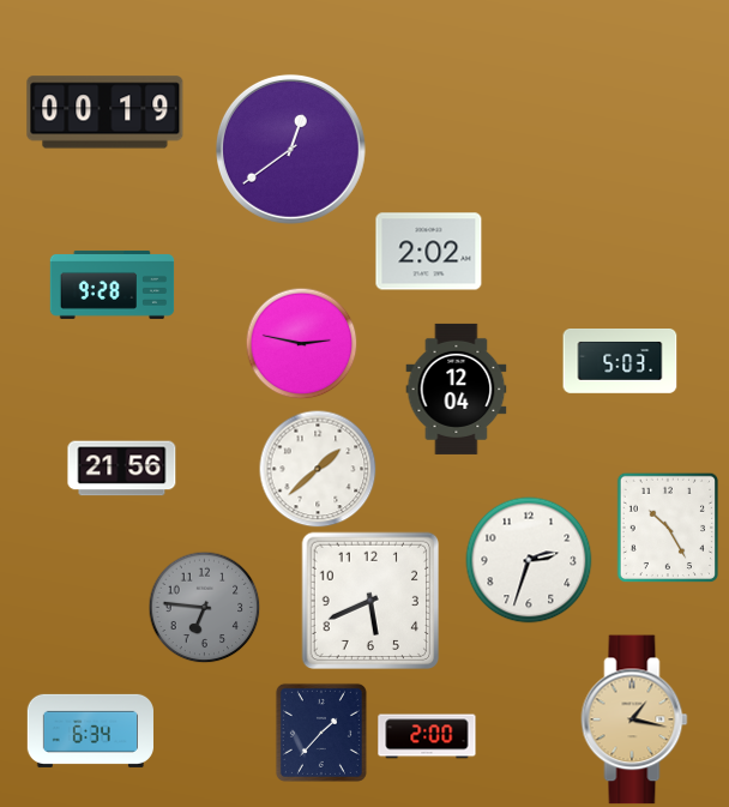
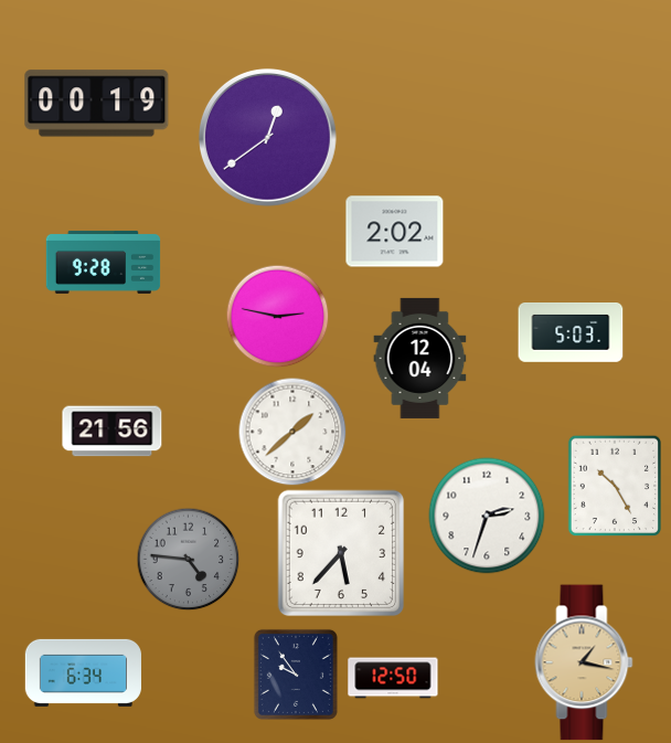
clock at (370, 601): 5:41 -> 5:37
clock at (204, 607): 6:46 -> 4:46
clock at (321, 733): 1:37 -> 9:54
clock at (427, 736): 2:00 -> 12:50
